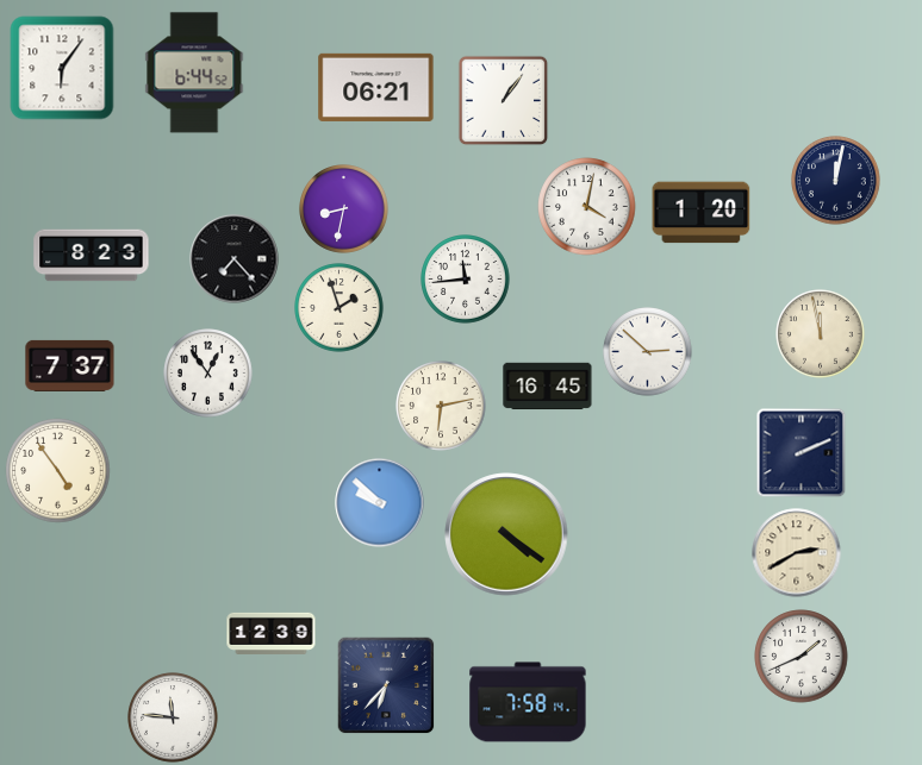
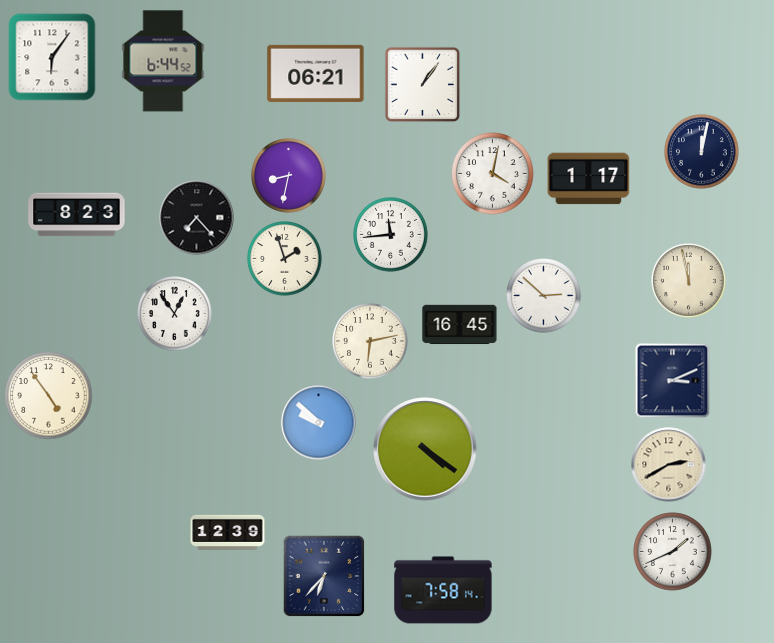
clock at (702, 213): 1:20 -> 1:17
clock at (70, 365): 7:37 -> none
clock at (802, 453): 2:11 -> 3:11
clock at (173, 717): 11:46 -> none
